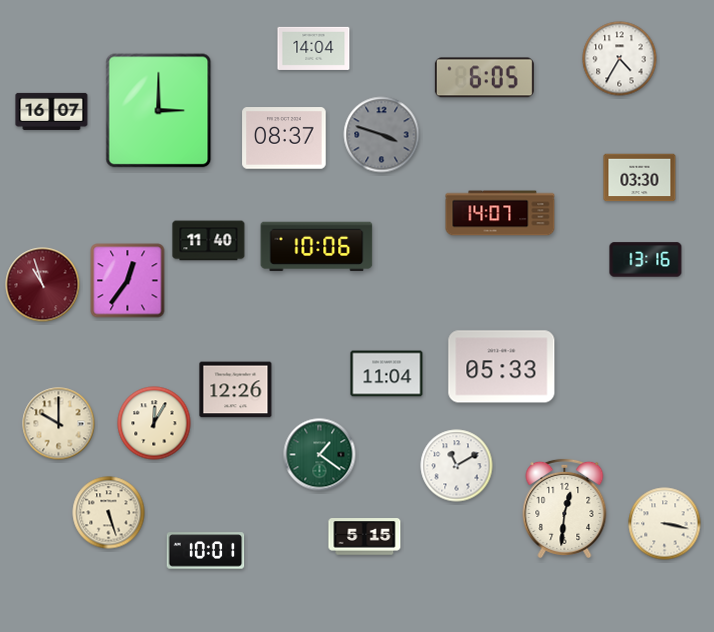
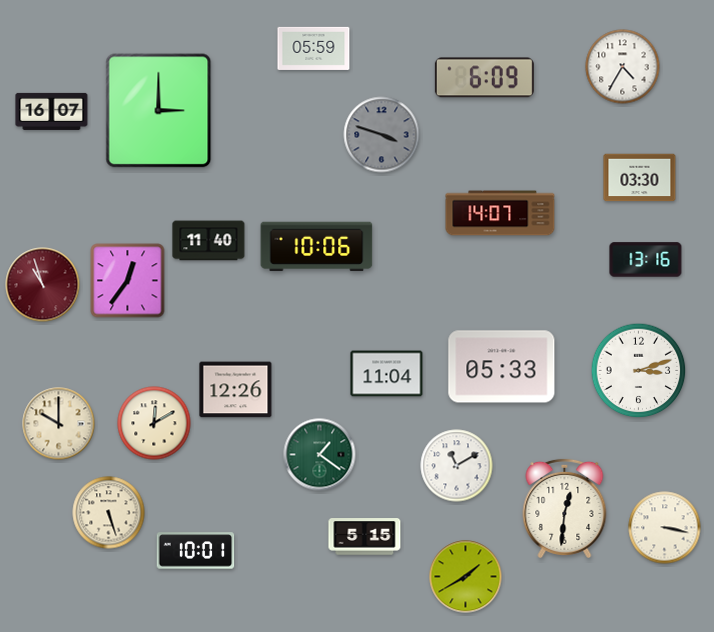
clock at (314, 48): 14:04 -> 05:59
clock at (620, 59) position: (620, 59) -> (623, 67)
clock at (484, 78): 6:05 -> 6:09
clock at (284, 138): 08:37 -> none
clock at (639, 371): none -> 3:12
clock at (154, 423): 12:05 -> 12:10
clock at (665, 524) position: (665, 524) -> (665, 528)
clock at (206, 551) position: (206, 551) -> (196, 551)
clock at (466, 577): none -> 1:40
